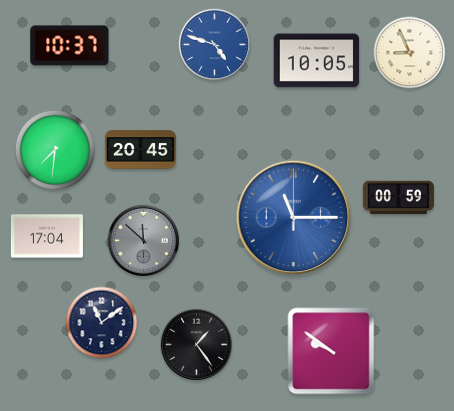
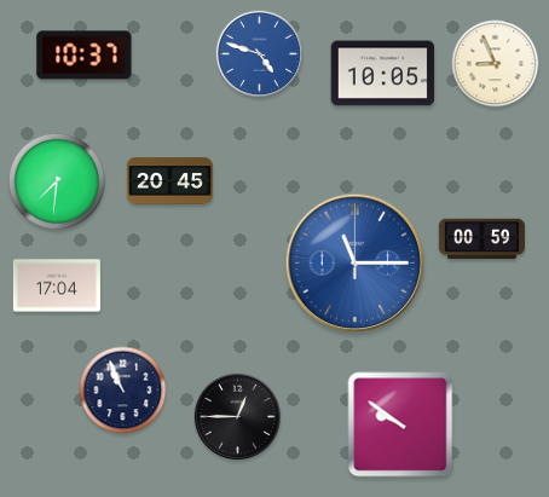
clock at (55, 150) position: (55, 150) -> (57, 181)
clock at (143, 240): 11:52 -> none
clock at (102, 323): 11:09 -> 10:56
clock at (196, 344): 1:24 -> 12:45
